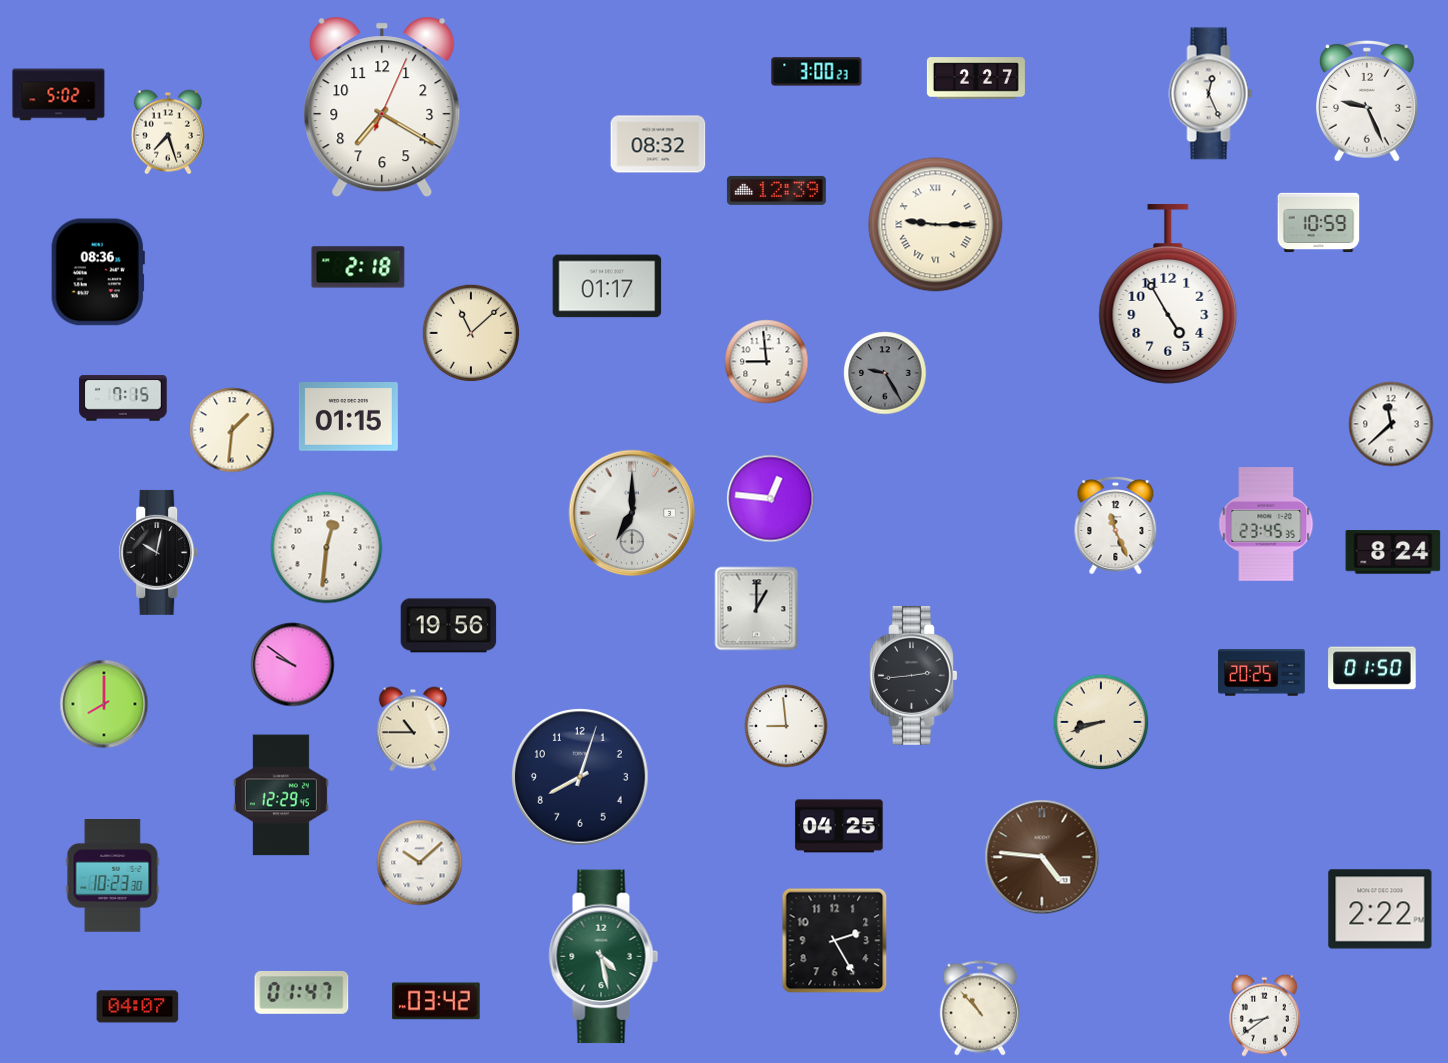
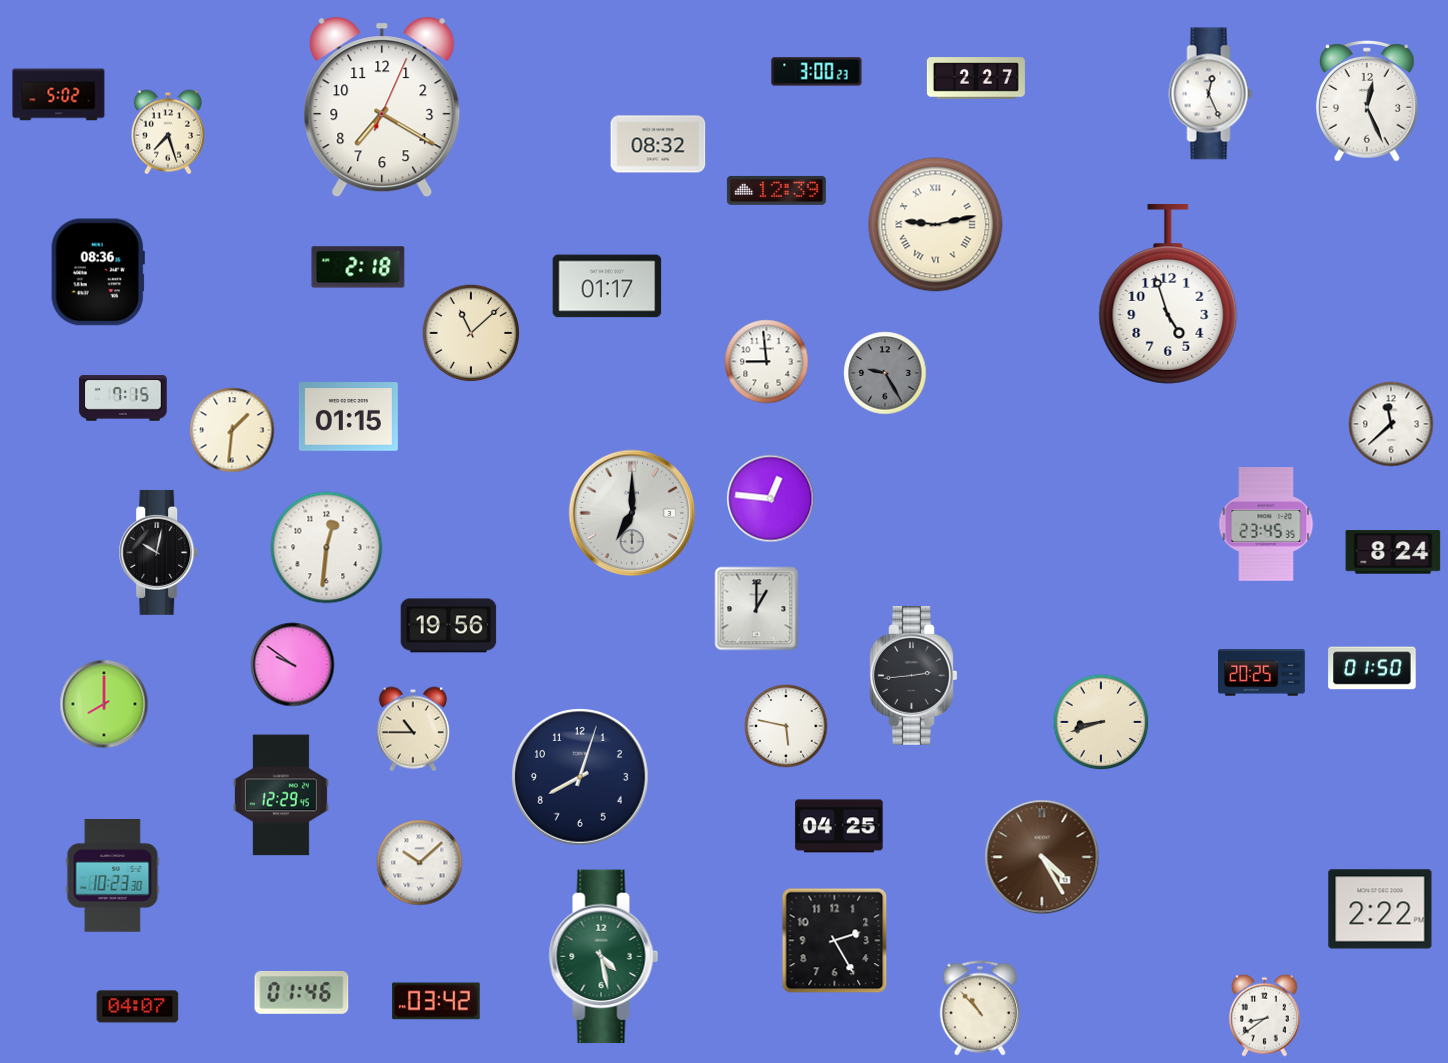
clock at (1368, 101): 9:26 -> 12:26
clock at (1319, 223): 10:59 -> none
clock at (936, 225): 9:15 -> 9:13
clock at (1168, 294): 4:55 -> 4:57
clock at (1116, 526): 11:26 -> none
clock at (786, 726): 8:59 -> 5:47
clock at (1042, 857): 4:46 -> 4:25
clock at (302, 992): 01:47 -> 01:46
